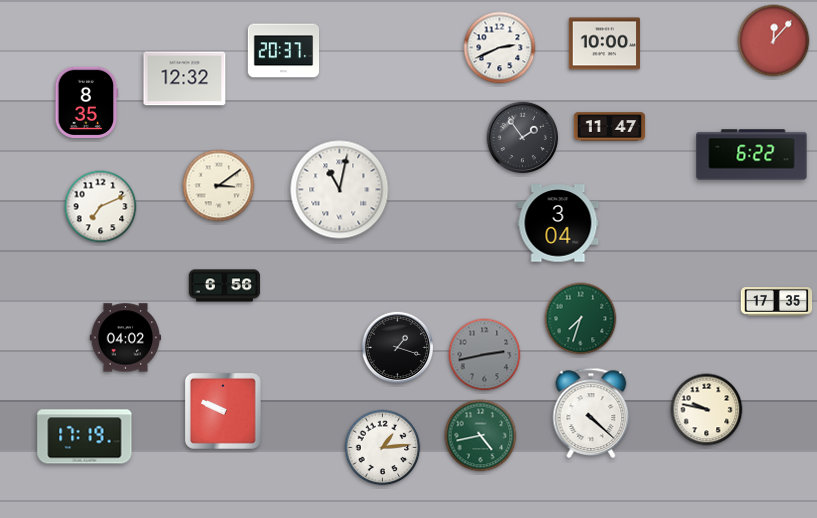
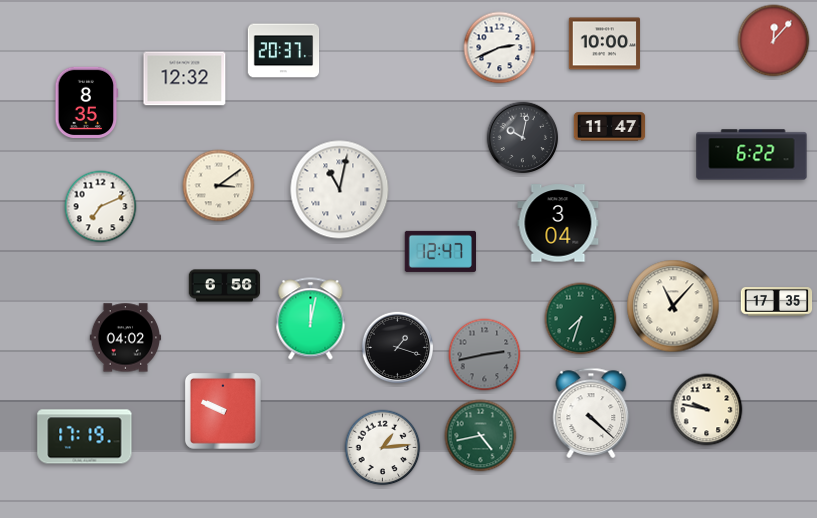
clock at (523, 138): 1:54 -> 10:02
clock at (441, 251): none -> 12:47
clock at (673, 306): none -> 11:07
clock at (311, 319): none -> 12:02
